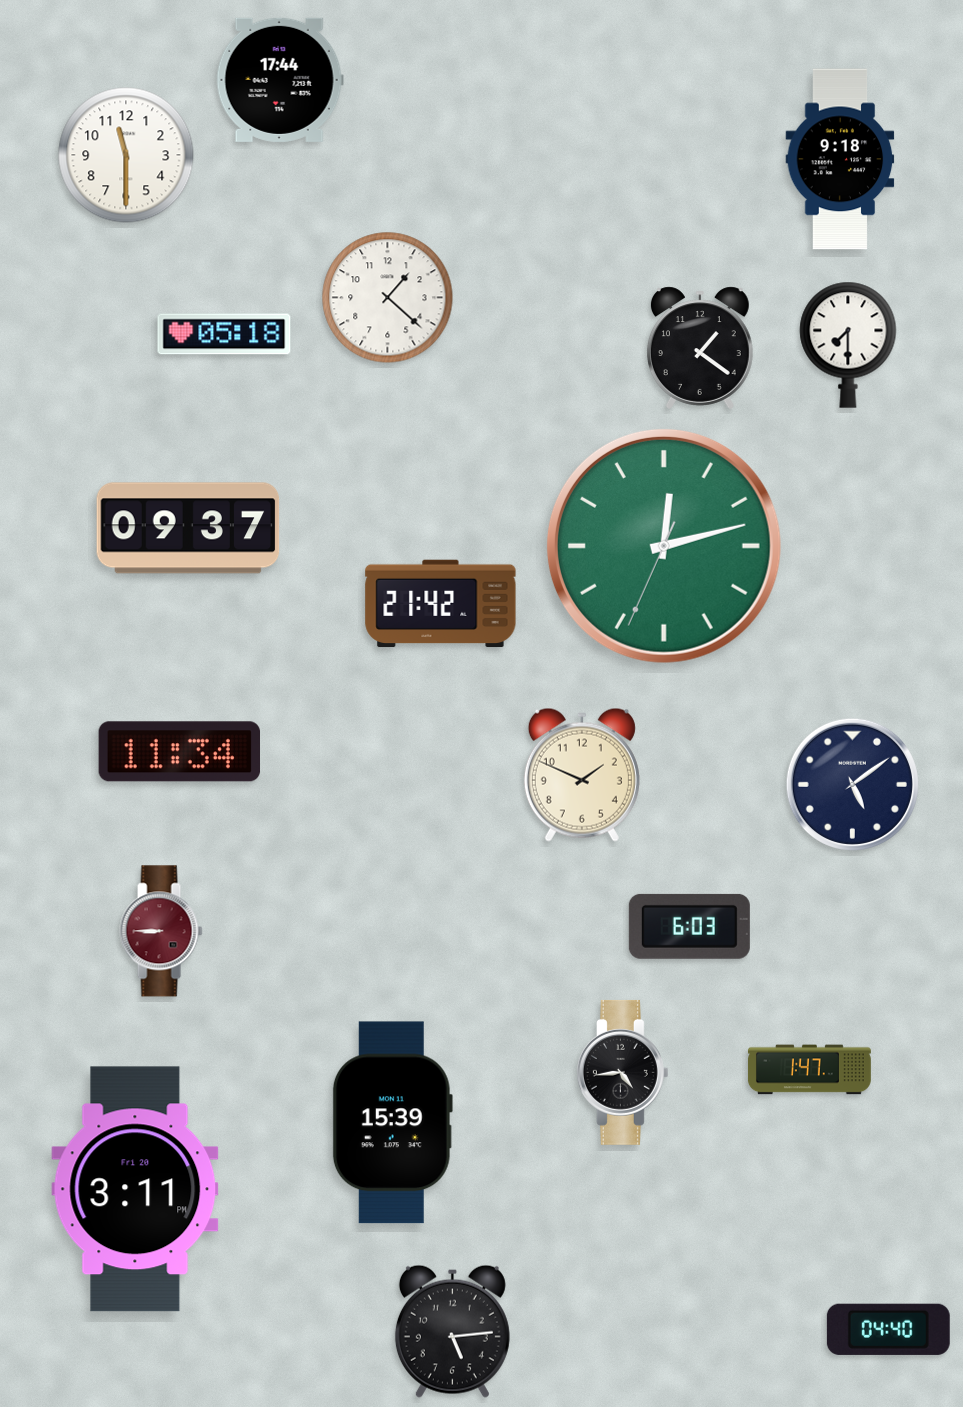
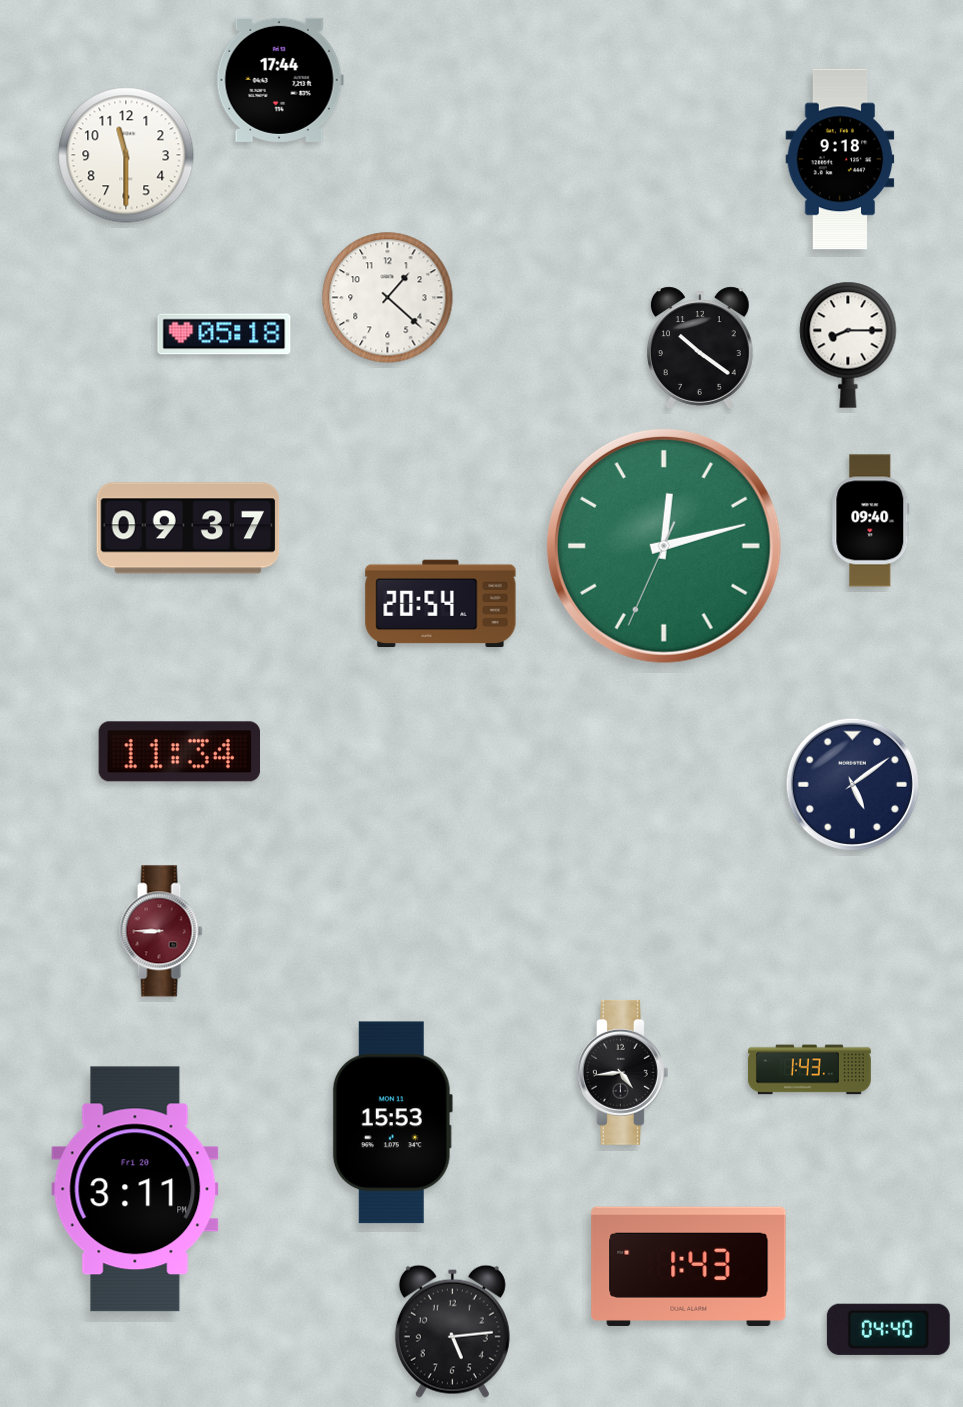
clock at (848, 345): 7:30 -> 8:15
clock at (700, 348): 1:21 -> 10:21
clock at (871, 521): none -> 09:40
clock at (441, 604): 21:42 -> 20:54
clock at (582, 775): 1:49 -> none
clock at (689, 926): 6:03 -> none
clock at (809, 1070): 1:47 -> 1:43
clock at (392, 1123): 15:39 -> 15:53
clock at (689, 1266): none -> 1:43
